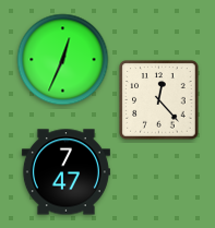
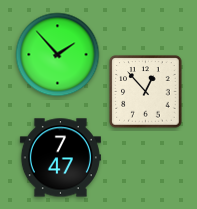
clock at (63, 60): 12:34 -> 1:53
clock at (159, 100): 12:23 -> 12:53
